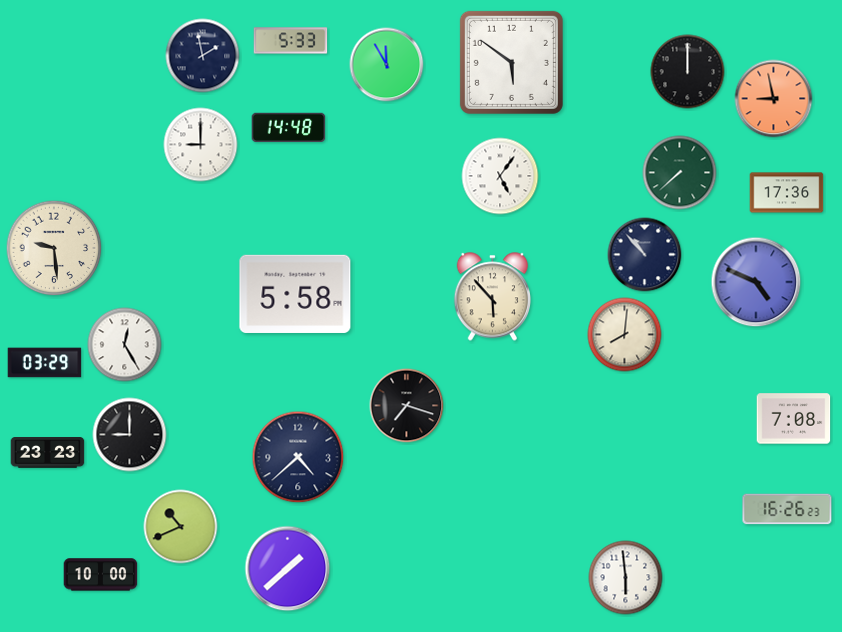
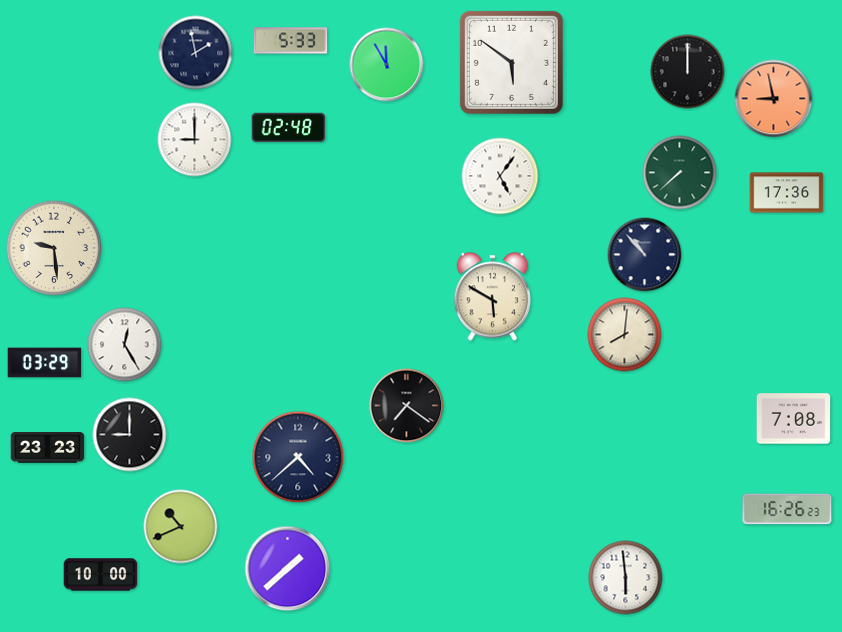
clock at (203, 56) position: (203, 56) -> (196, 53)
clock at (289, 127): 14:48 -> 02:48
clock at (201, 145) position: (201, 145) -> (195, 140)
clock at (756, 282): 4:49 -> none
clock at (295, 294): 5:58 -> none
clock at (492, 297): 5:53 -> 5:50
clock at (407, 406): 7:18 -> 7:21
clock at (48, 453) position: (48, 453) -> (48, 448)
